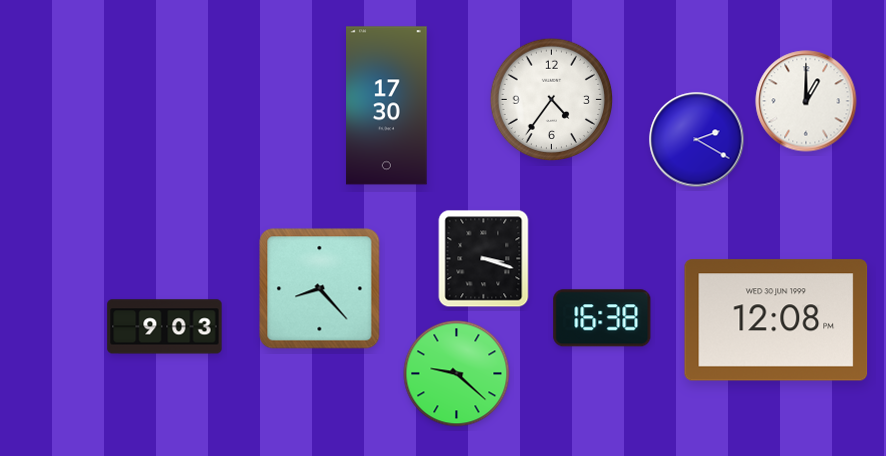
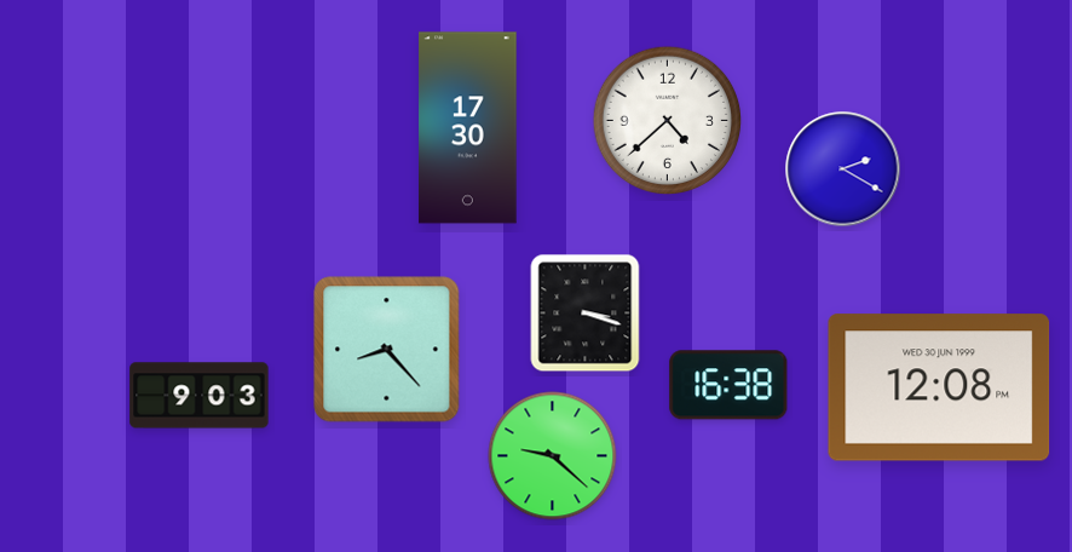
clock at (552, 100): 4:36 -> 4:38
clock at (806, 101): 1:00 -> none
clock at (457, 374) position: (457, 374) -> (553, 456)
